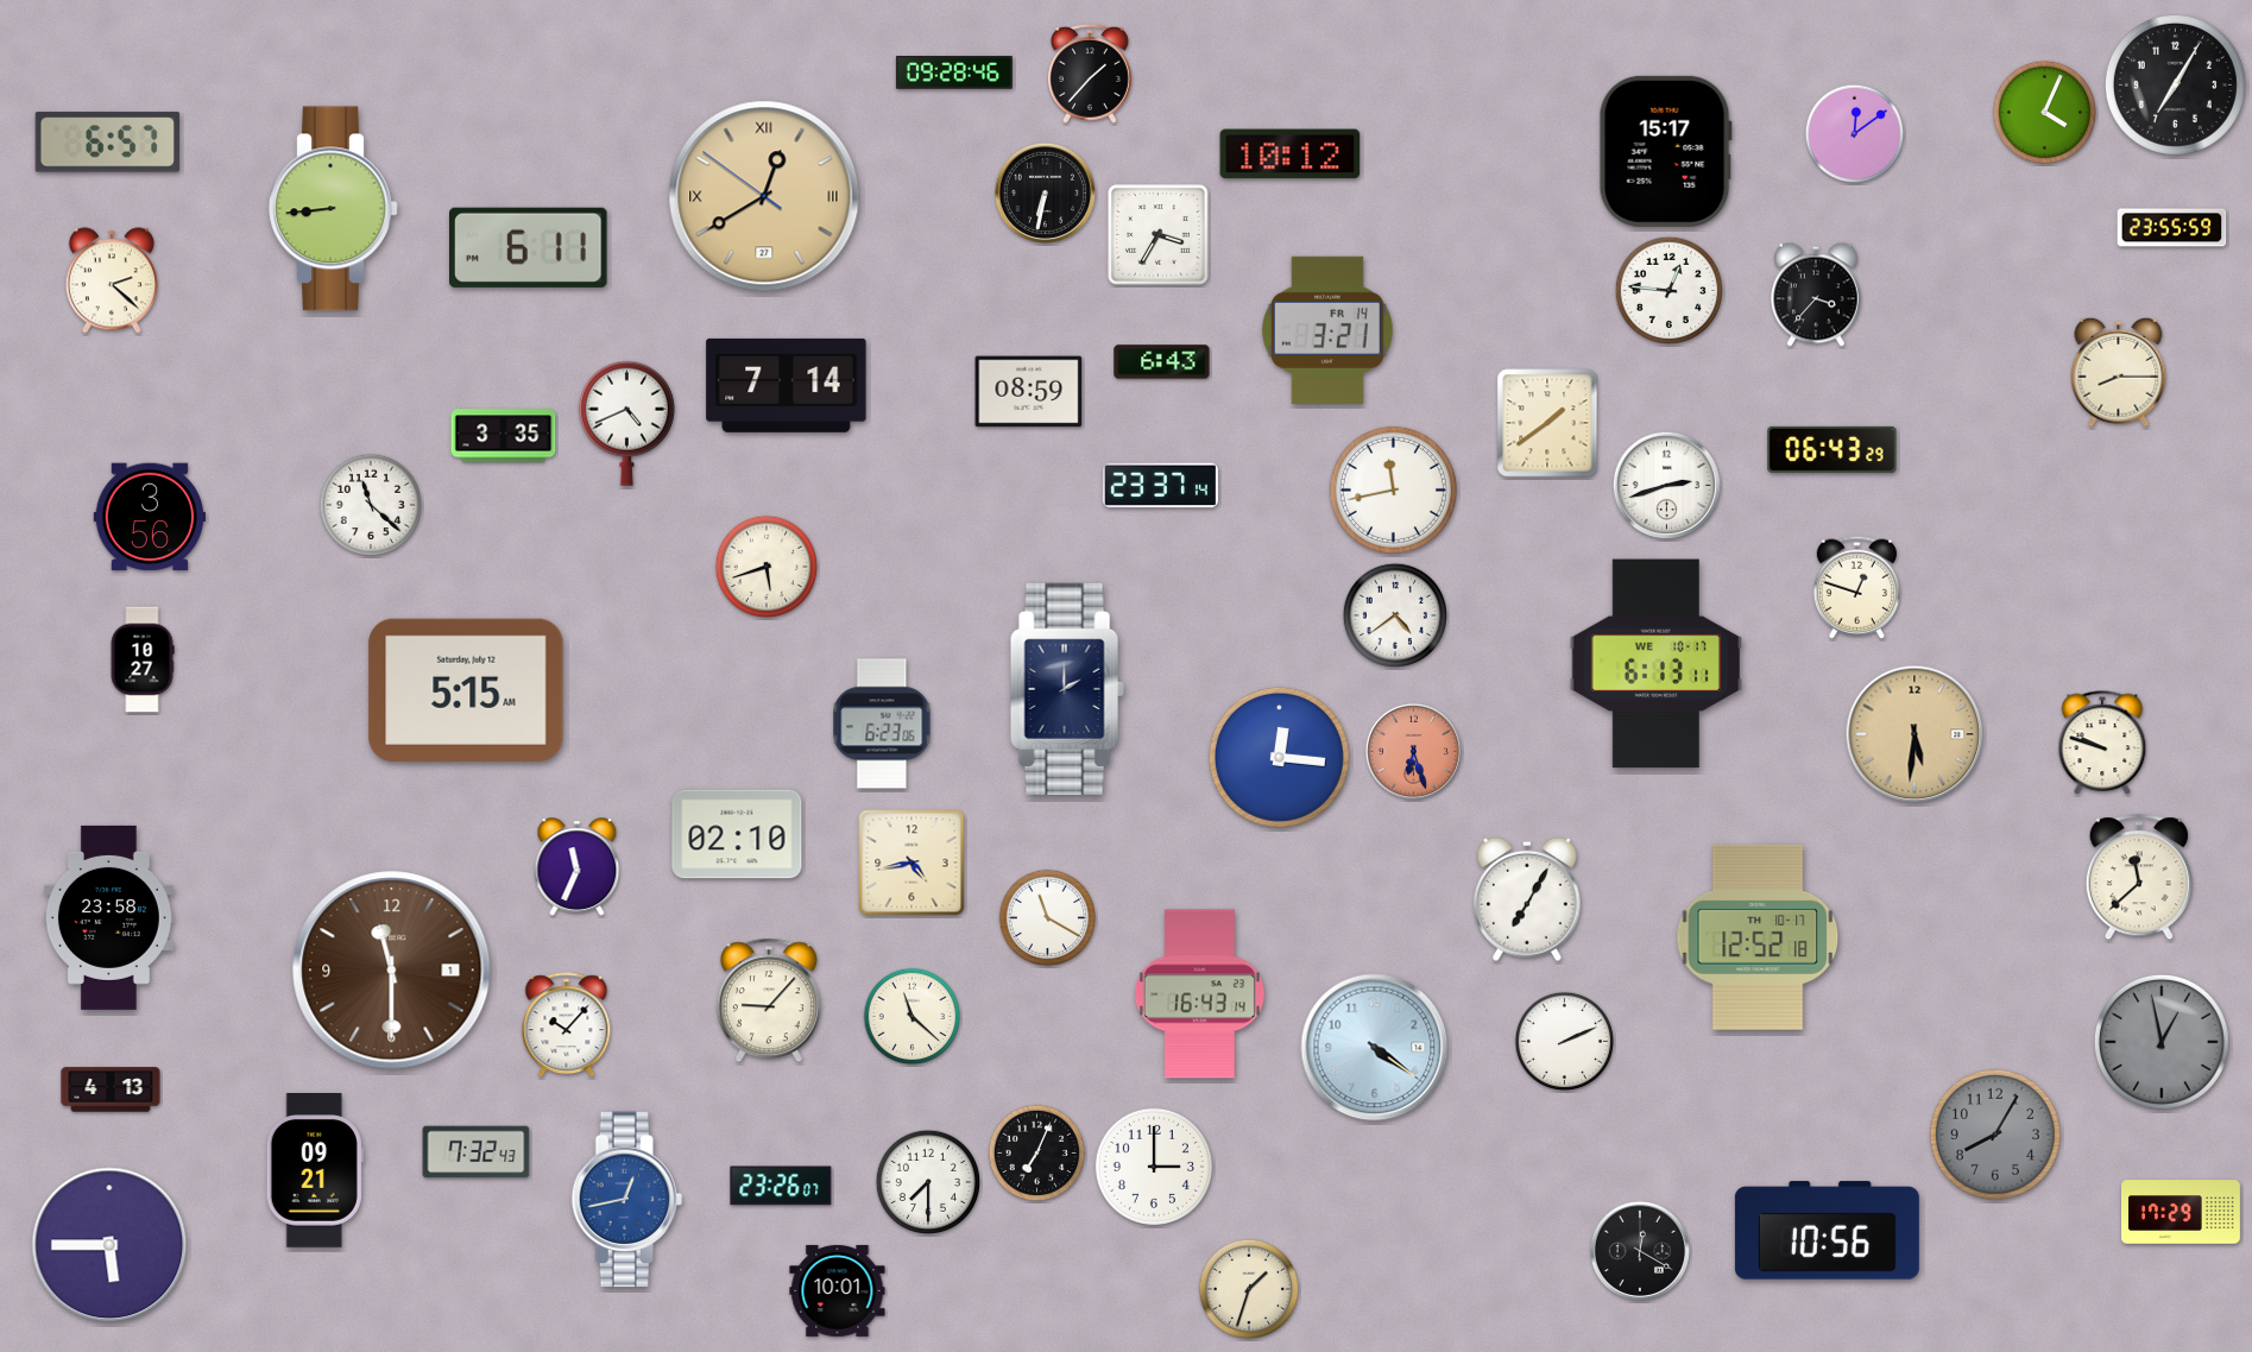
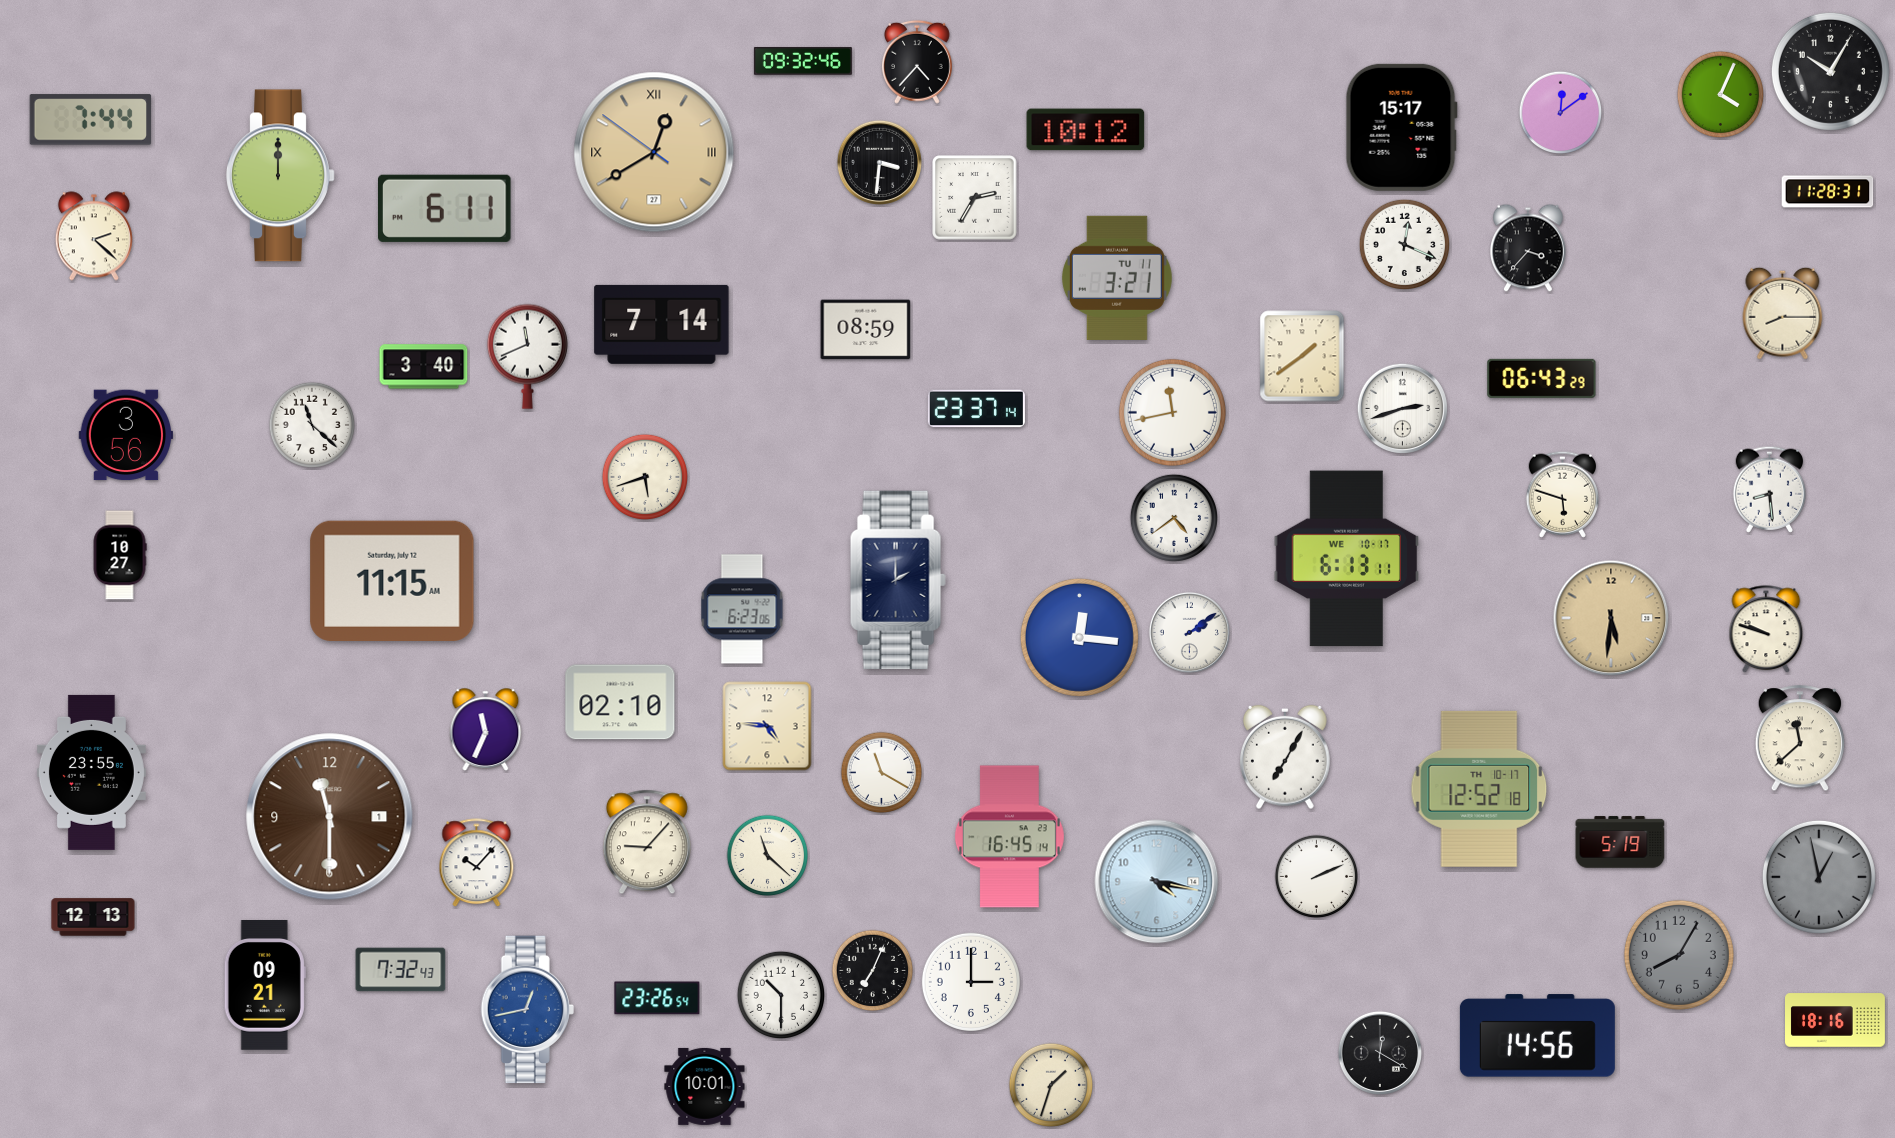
clock at (954, 72): 09:28 -> 09:32
clock at (1090, 74): 1:37 -> 4:37
clock at (2175, 84): 7:05 -> 10:05
clock at (108, 143): 6:57 -> 7:44
clock at (1045, 192): 6:32 -> 3:31
clock at (764, 196) position: (764, 196) -> (654, 152)
clock at (334, 209): 8:44 -> 12:00
clock at (2172, 228): 23:55 -> 11:28
clock at (1159, 235): 3:35 -> 2:35
clock at (1669, 290): 12:46 -> 12:19
clock at (1327, 330) date: FR 14 -> TU 11
clock at (1162, 362): 6:43 -> none
clock at (626, 423): 4:41 -> 11:41
clock at (504, 436): 3:35 -> 3:40
clock at (1770, 489): none -> 8:29
clock at (1857, 587): 12:48 -> 5:48
clock at (1657, 664) position: (1657, 664) -> (1347, 559)
clock at (466, 690): 5:15 -> 11:15
clock at (2102, 744) position: (2102, 744) -> (1766, 630)
clock at (1413, 751): 6:27 -> 2:09
clock at (1413, 751) dial: salmon -> white
clock at (1279, 757) position: (1279, 757) -> (1079, 637)
clock at (911, 863): 4:43 -> 4:46
clock at (108, 917): 23:58 -> 23:55
clock at (1199, 994): 16:43 -> 16:45
clock at (1620, 842): none -> 5:19
clock at (1375, 1048): 4:21 -> 4:17
clock at (111, 1089): 4:13 -> 12:13
clock at (927, 1181): 7:30 -> 10:30
clock at (781, 1186): 23:26:07 -> 23:26:54
clock at (2182, 1212): 17:29 -> 18:16
clock at (1827, 1231): 10:56 -> 14:56
clock at (109, 1245): 5:45 -> none
